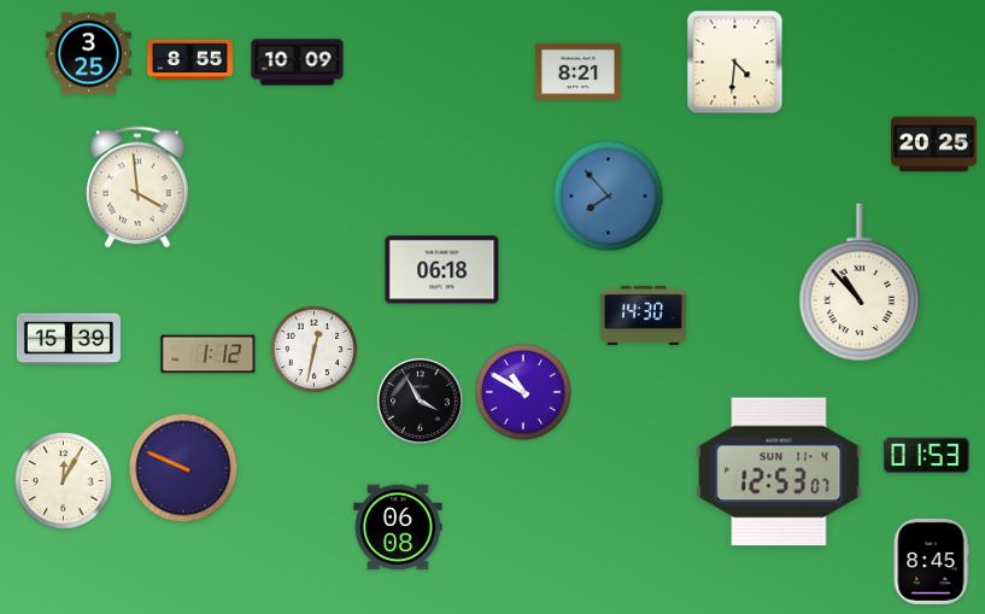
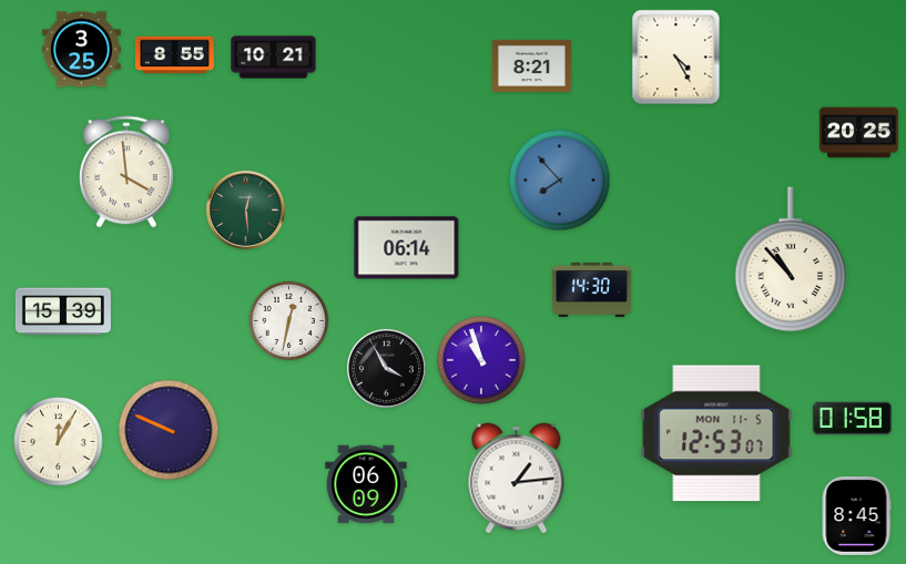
clock at (298, 63): 10:09 -> 10:21
clock at (735, 63): 4:31 -> 4:25
clock at (245, 209): none -> 12:29
clock at (442, 270): 06:18 -> 06:14
clock at (209, 355): 1:12 -> none
clock at (524, 393): 10:50 -> 10:57
clock at (926, 456): 01:53 -> 01:58
clock at (779, 472) date: SUN 11-4 -> MON 11-5
clock at (517, 479): none -> 1:14
clock at (398, 527): 06:08 -> 06:09
